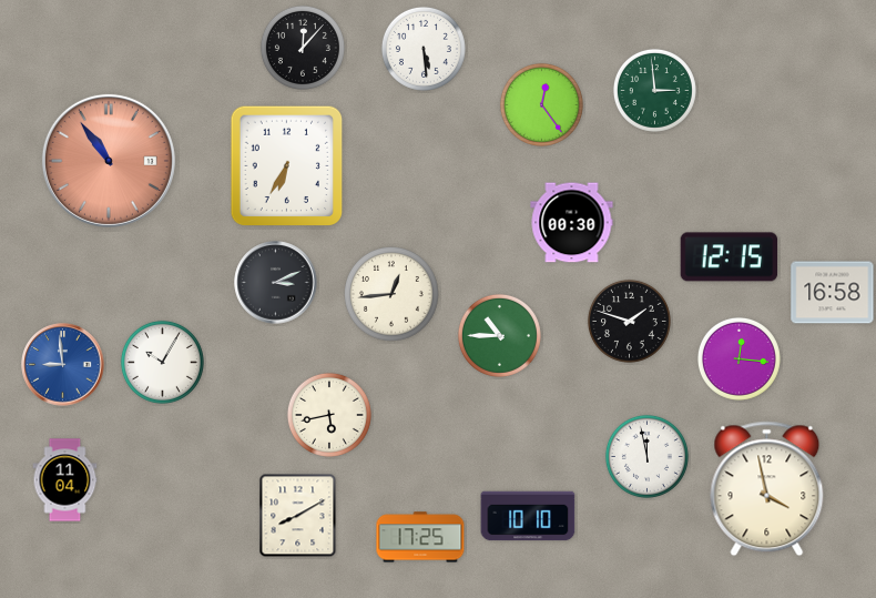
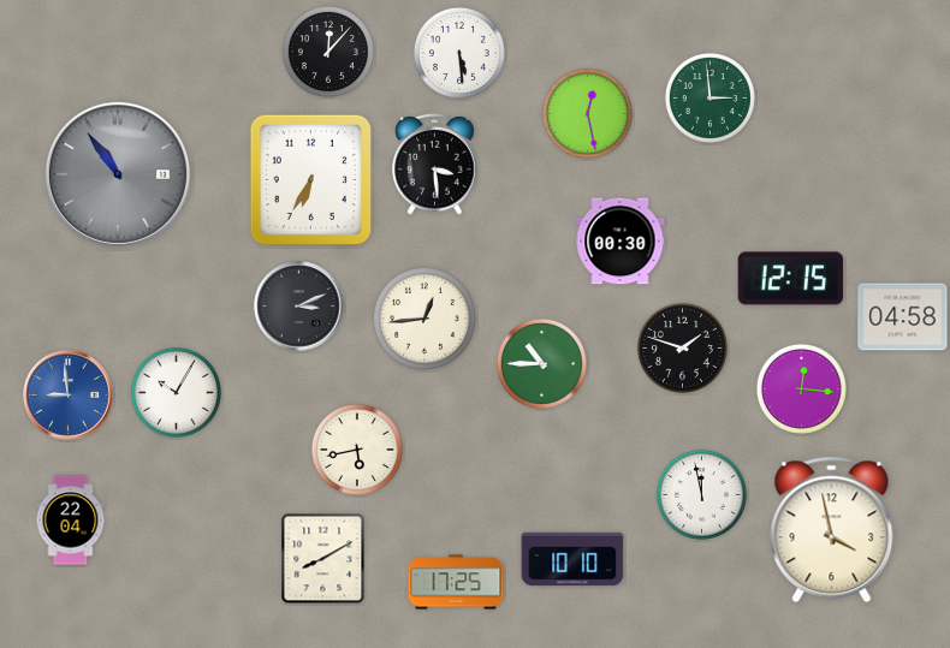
clock at (541, 104): 12:24 -> 12:28
clock at (435, 165): none -> 3:29
clock at (109, 161) dial: salmon -> grey
clock at (833, 293): 16:58 -> 04:58
clock at (65, 480): 11:04 -> 22:04
